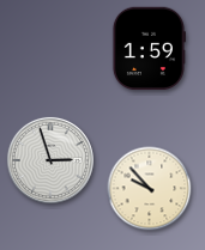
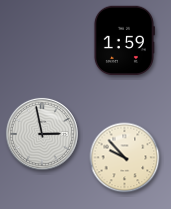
clock at (50, 160): 2:57 -> 2:58
